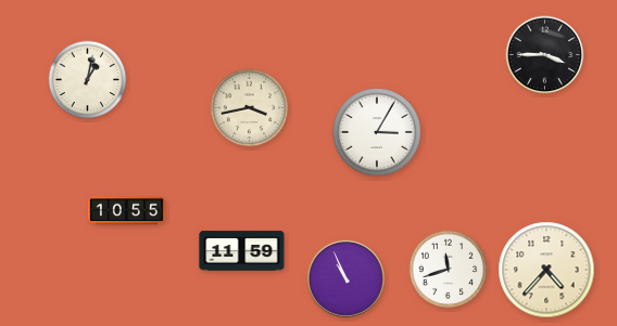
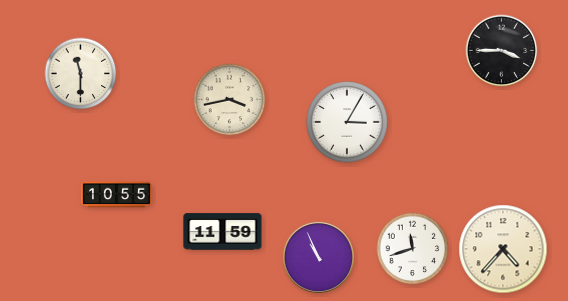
clock at (88, 80): 1:02 -> 11:30
